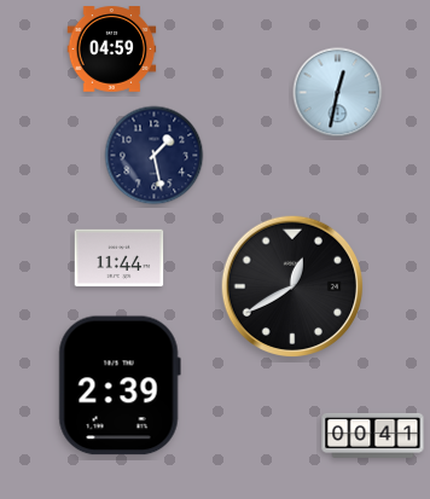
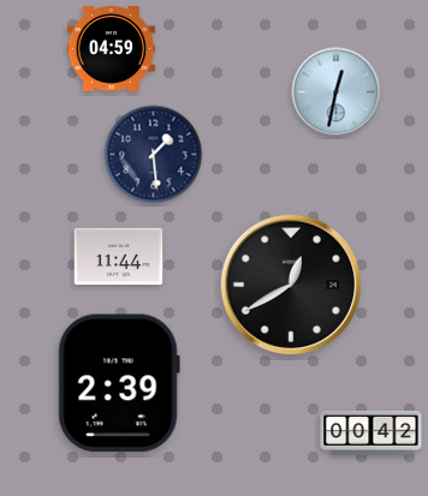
clock at (155, 156): 1:28 -> 1:29
clock at (373, 435): 00:41 -> 00:42
